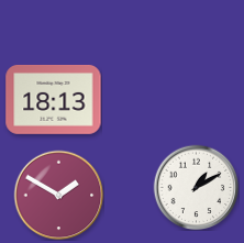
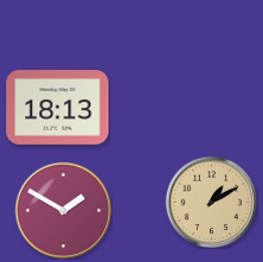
clock at (196, 187) dial: white -> champagne
